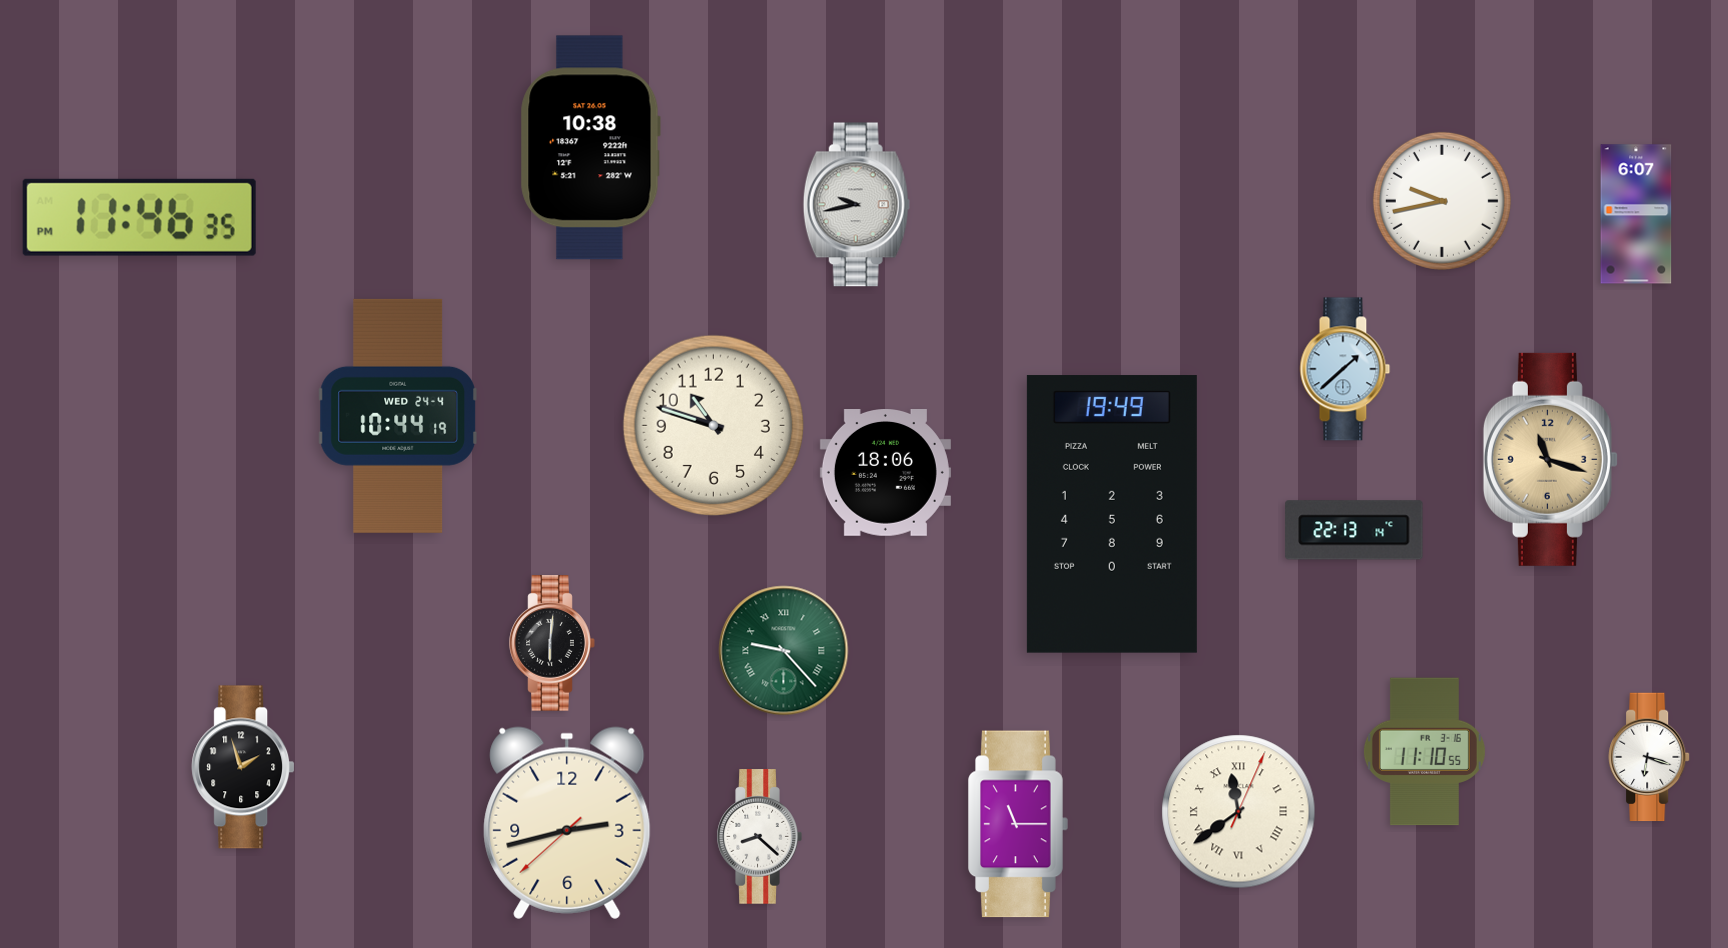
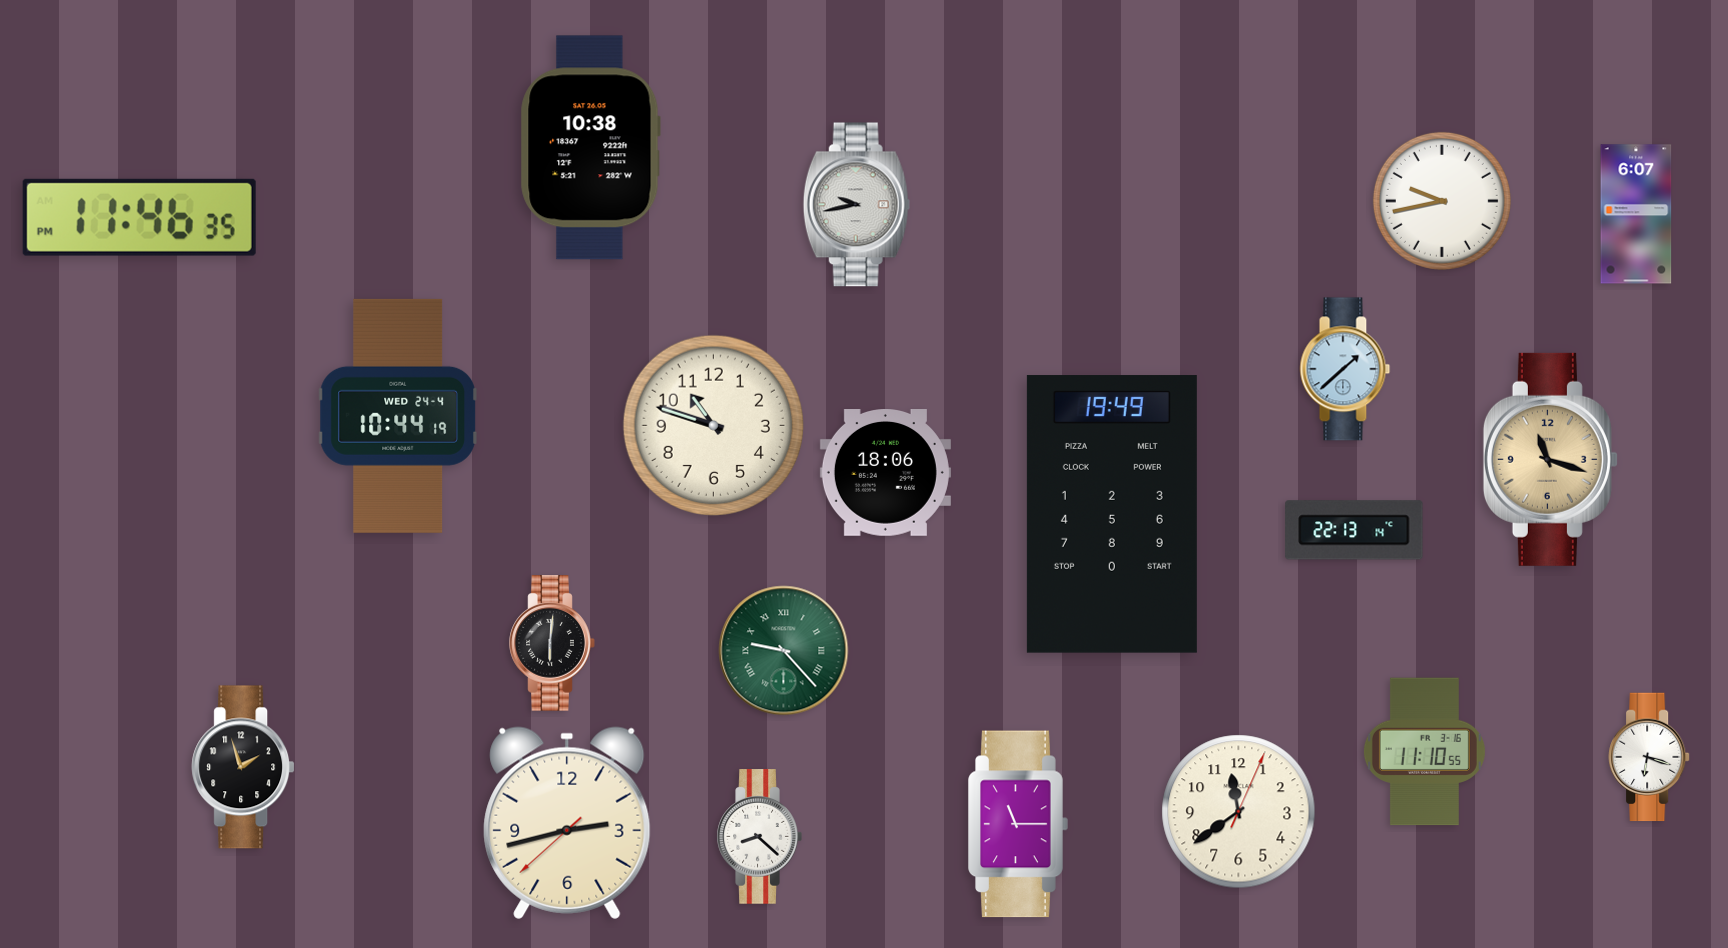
clock at (1239, 812) numerals: Roman -> Arabic
